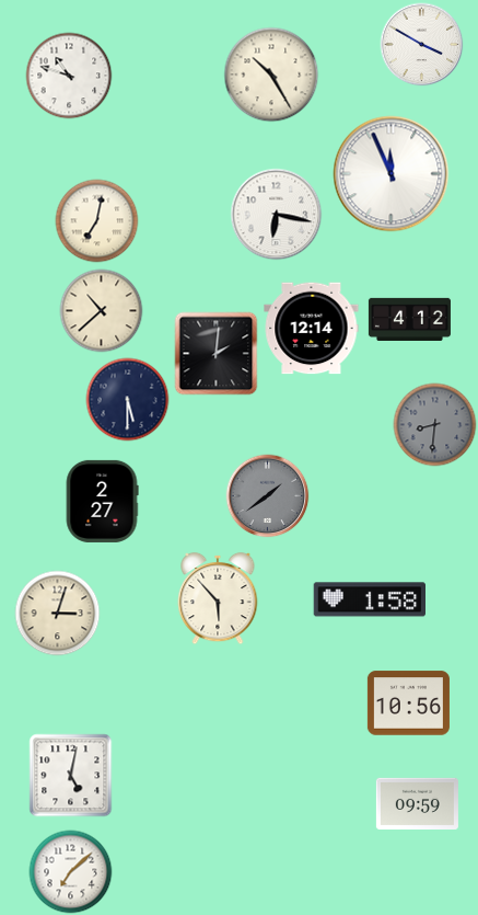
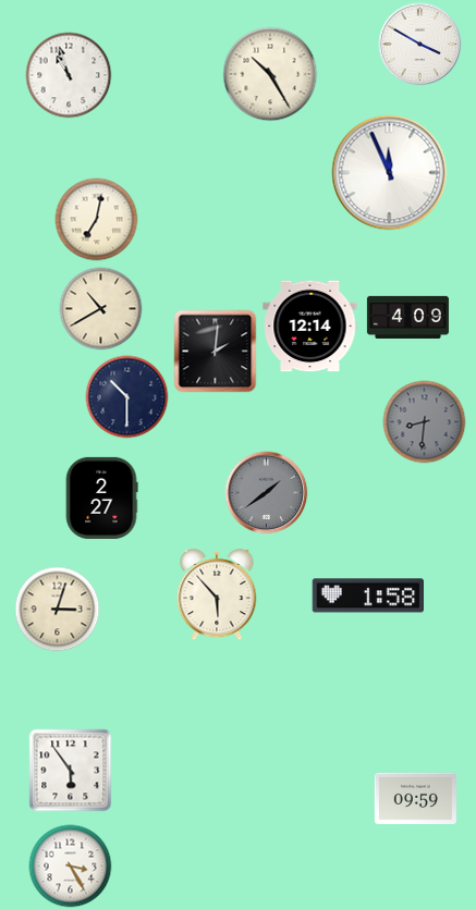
clock at (69, 76): 10:48 -> 10:57
clock at (277, 215): 6:17 -> none
clock at (102, 311): 10:38 -> 10:40
clock at (409, 319): 4:12 -> 4:09
clock at (128, 400): 5:30 -> 10:30
clock at (435, 425) position: (435, 425) -> (425, 422)
clock at (408, 704): 10:56 -> none
clock at (71, 776): 5:02 -> 5:54
clock at (71, 872): 7:08 -> 3:25
